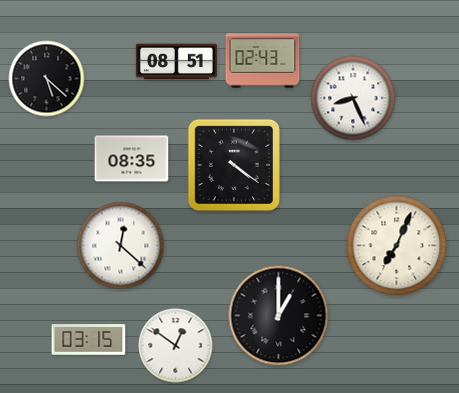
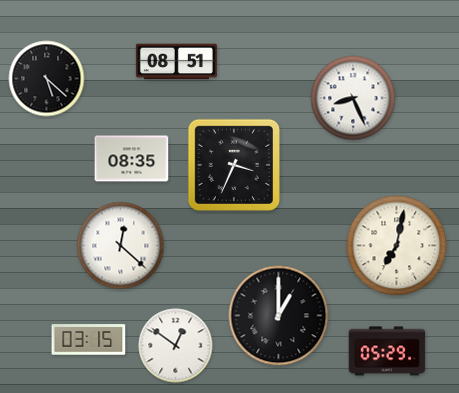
clock at (263, 61): 02:43 -> none
clock at (233, 164): 4:21 -> 3:34
clock at (397, 246): 7:04 -> 7:02
clock at (387, 351): none -> 05:29
